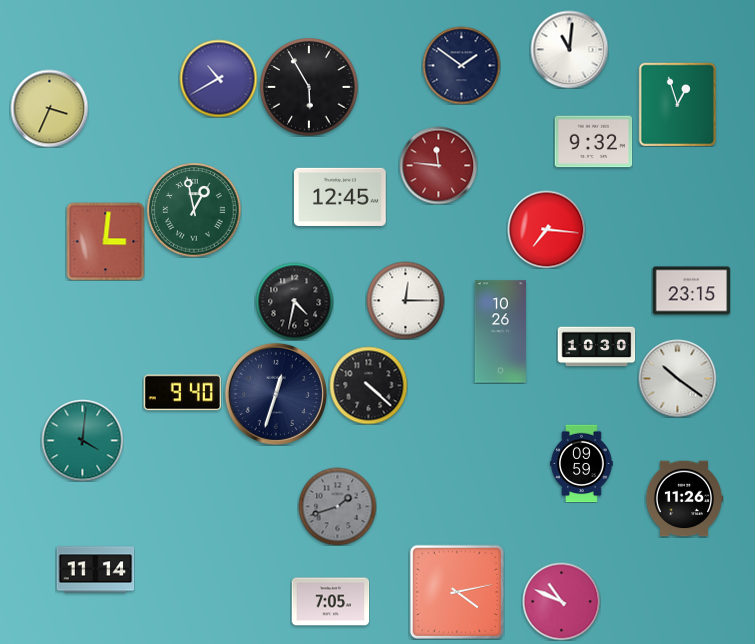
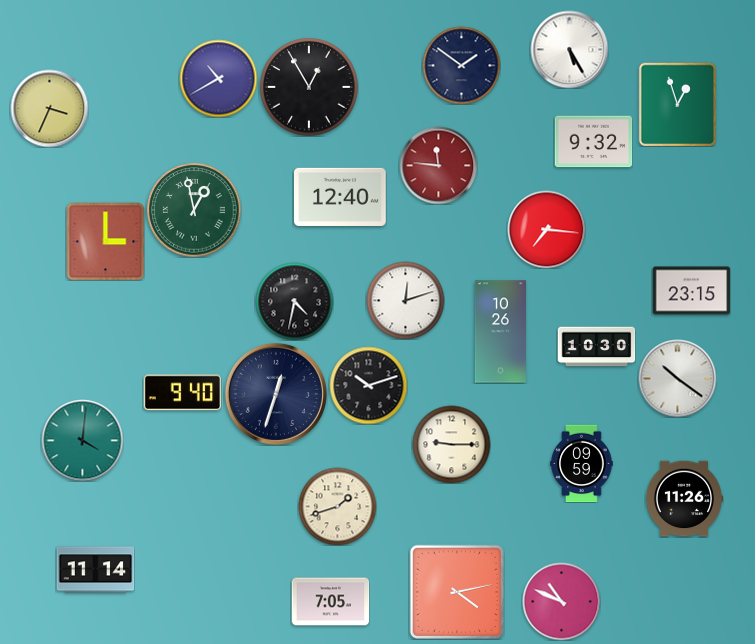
clock at (569, 49): 11:01 -> 5:25
clock at (309, 87): 5:55 -> 12:55
clock at (341, 197): 12:45 -> 12:40
clock at (105, 241): 3:01 -> 3:00
clock at (405, 300): 12:15 -> 12:12
clock at (368, 385): 4:22 -> 10:12
clock at (451, 444): none -> 9:15
clock at (337, 506) dial: grey -> cream
